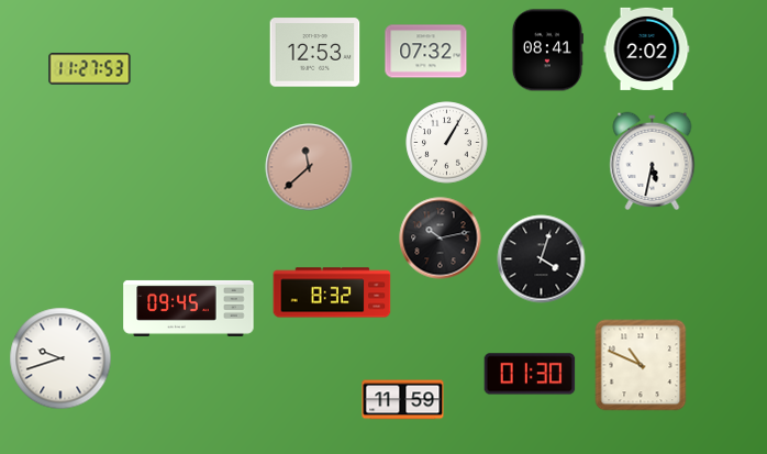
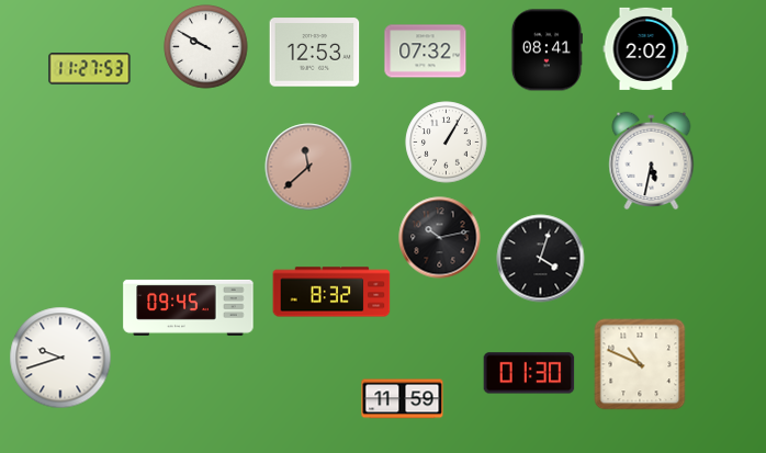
clock at (206, 47): none -> 9:50
